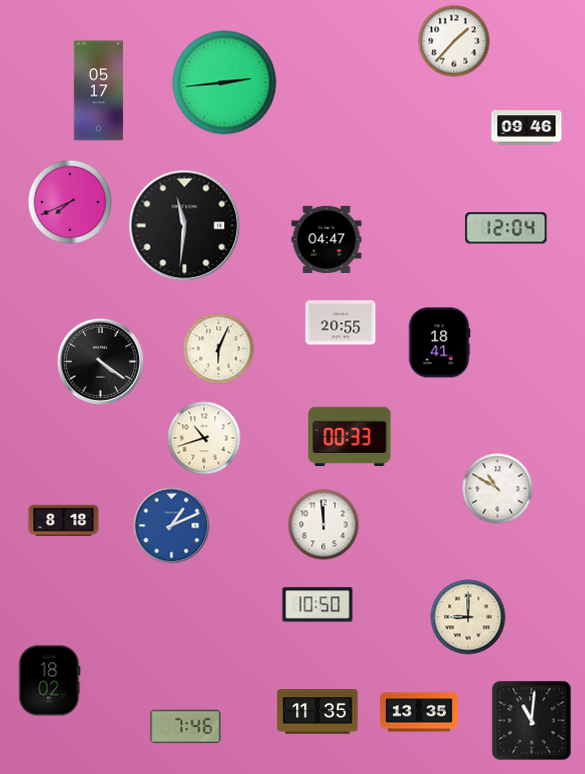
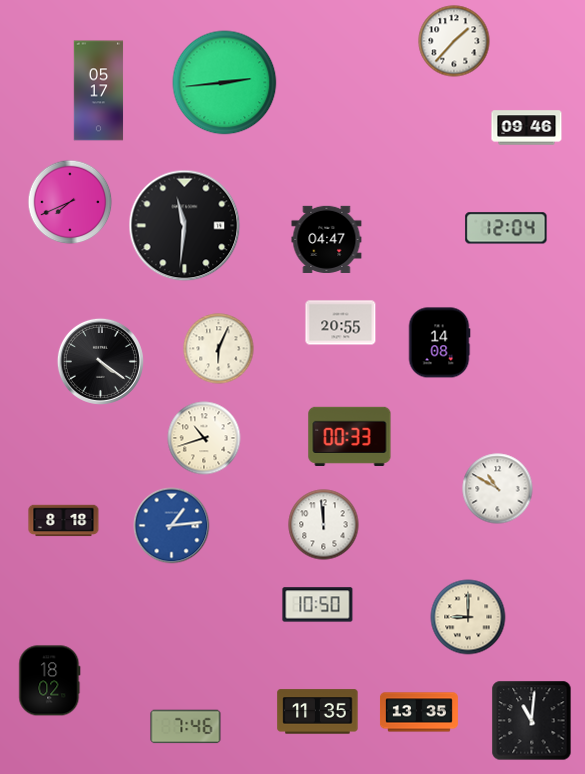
clock at (439, 343): 18:41 -> 14:08
clock at (172, 526): 1:11 -> 1:14
